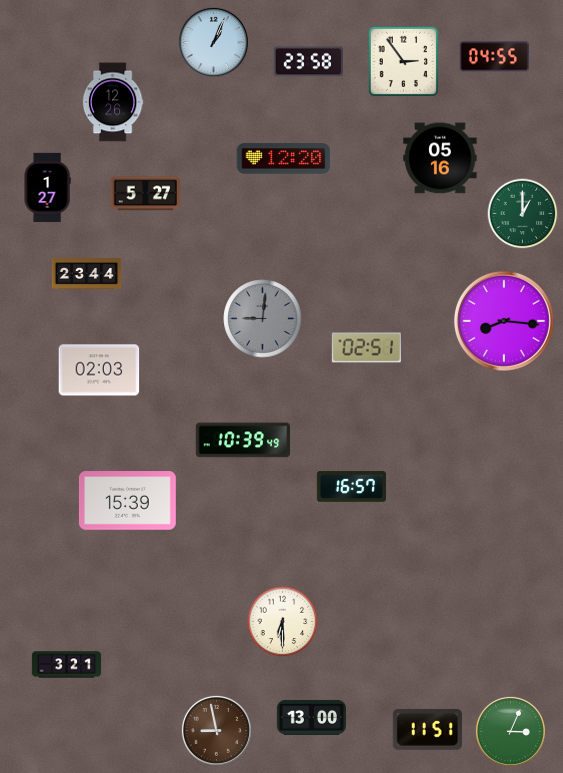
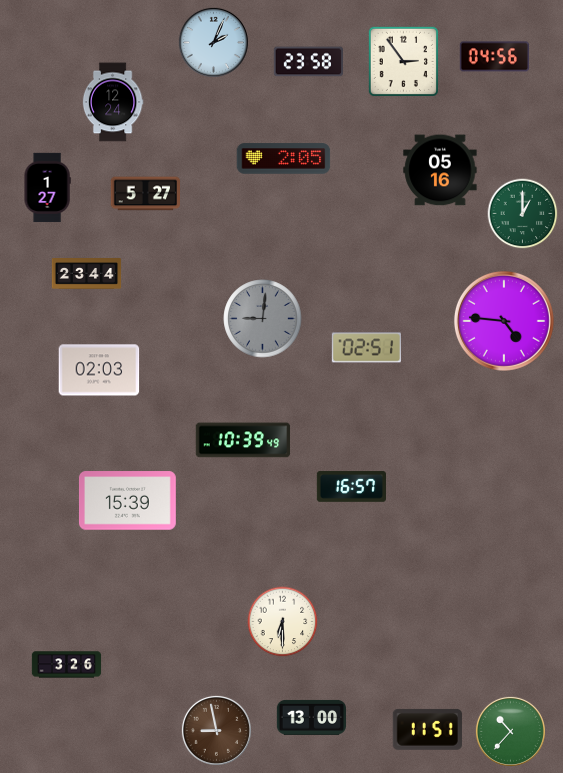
clock at (213, 42): 1:04 -> 2:04
clock at (494, 57): 04:55 -> 04:56
clock at (113, 102): 12:26 -> 12:24
clock at (440, 158) position: (440, 158) -> (440, 170)
clock at (284, 159): 12:20 -> 2:05
clock at (504, 321): 8:16 -> 4:46
clock at (67, 665): 3:21 -> 3:26
clock at (510, 731): 3:04 -> 10:37
